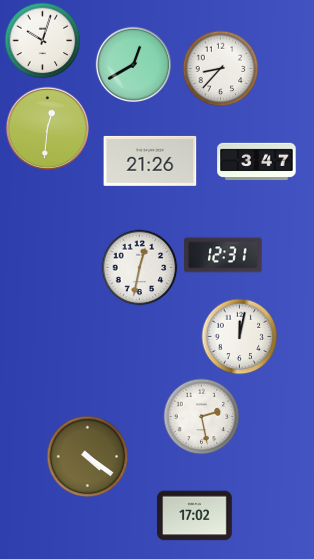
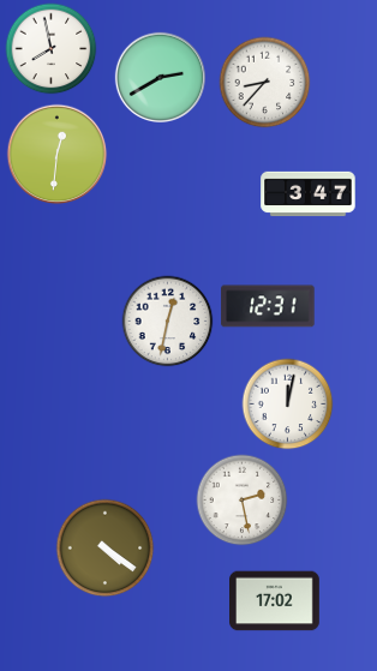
clock at (43, 41): 10:03 -> 7:58
clock at (133, 64): 12:40 -> 2:40
clock at (150, 161): 21:26 -> none
clock at (195, 516) position: (195, 516) -> (275, 601)
